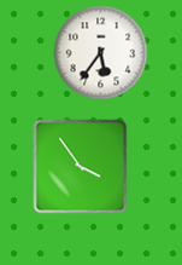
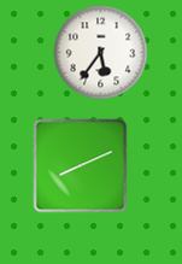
clock at (80, 166): 3:54 -> 8:11
